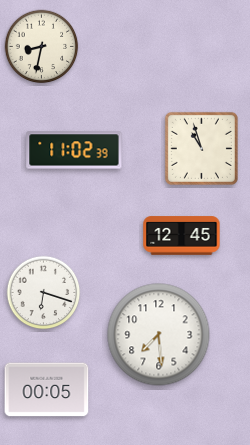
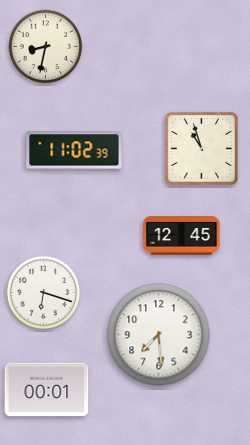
clock at (42, 47) position: (42, 47) -> (46, 47)
clock at (47, 390): 00:05 -> 00:01
